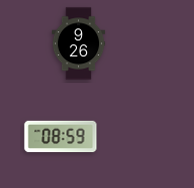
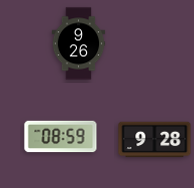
clock at (155, 140): none -> 9:28
